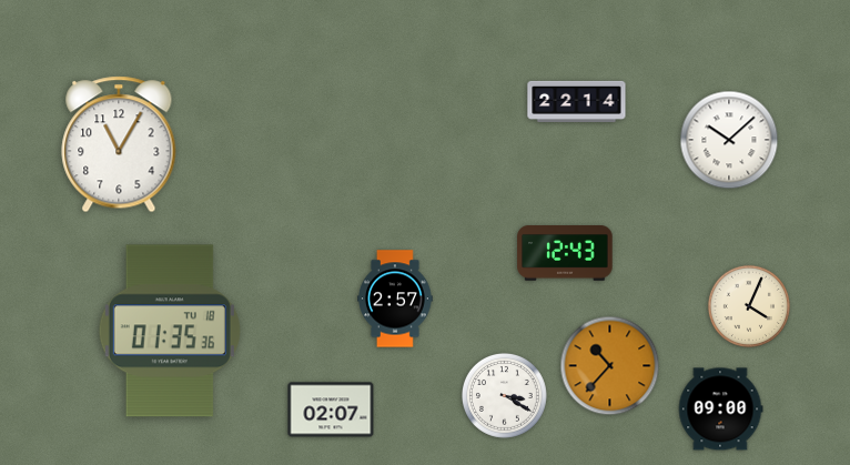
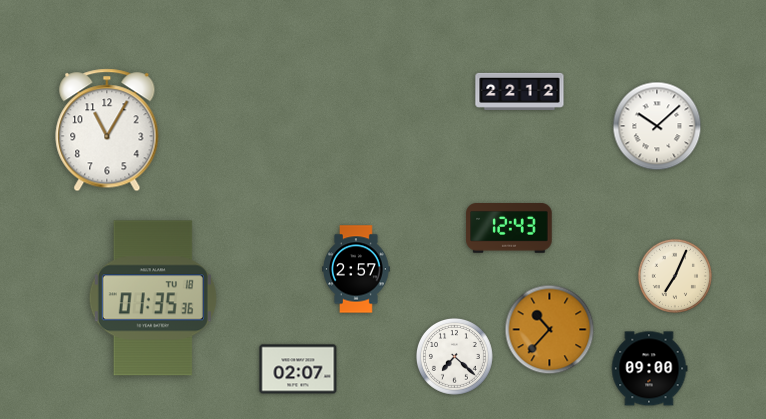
clock at (577, 101): 22:14 -> 22:12
clock at (748, 305): 4:04 -> 7:04
clock at (504, 395): 3:20 -> 7:22
